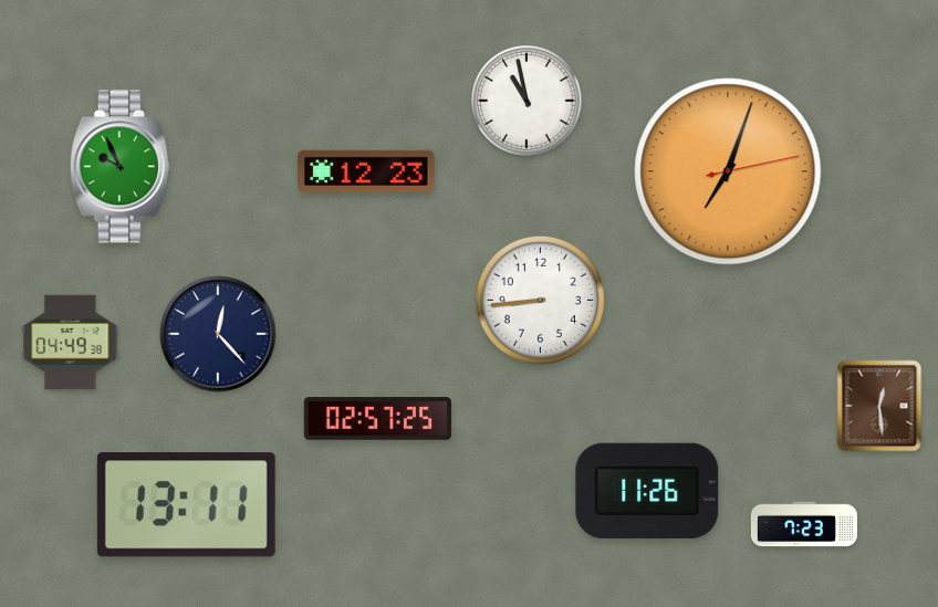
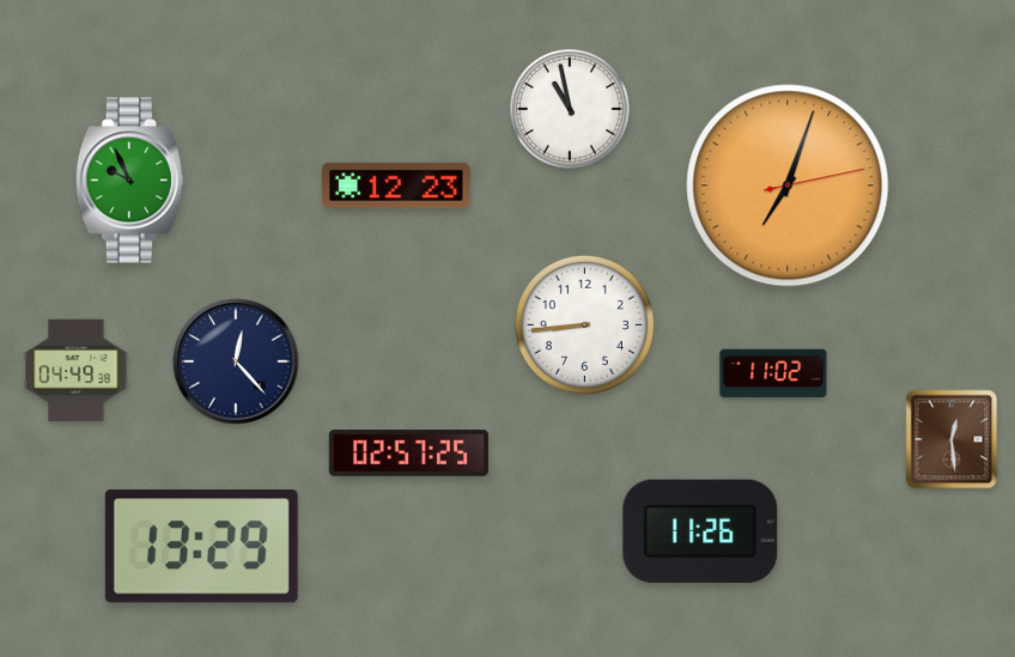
clock at (773, 373): none -> 11:02
clock at (186, 505): 13:11 -> 13:29
clock at (804, 524): 7:23 -> none
